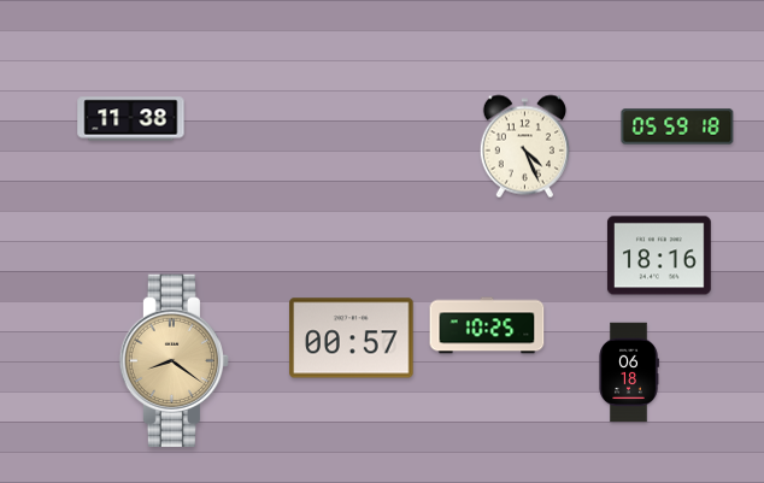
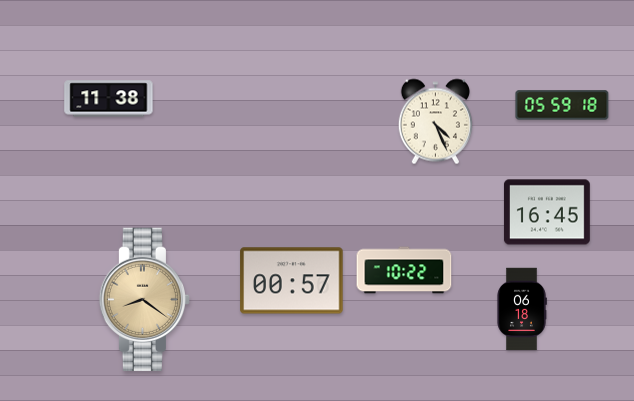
clock at (659, 255): 18:16 -> 16:45
clock at (487, 325): 10:25 -> 10:22
